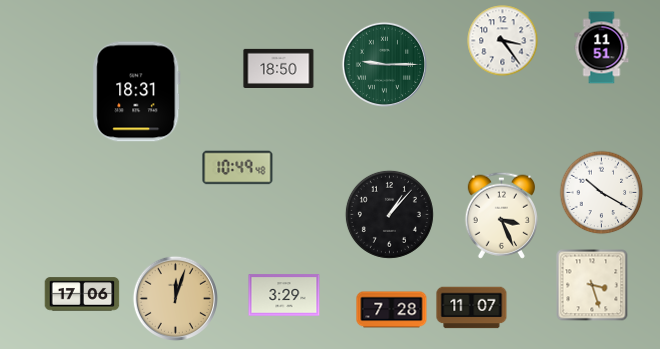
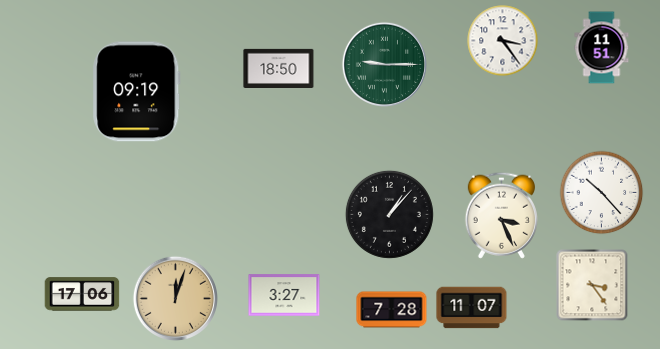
clock at (137, 92): 18:31 -> 09:19
clock at (238, 168): 10:49 -> none
clock at (602, 193): 10:20 -> 10:23
clock at (592, 285): 3:27 -> 3:24
clock at (284, 295): 3:29 -> 3:27
